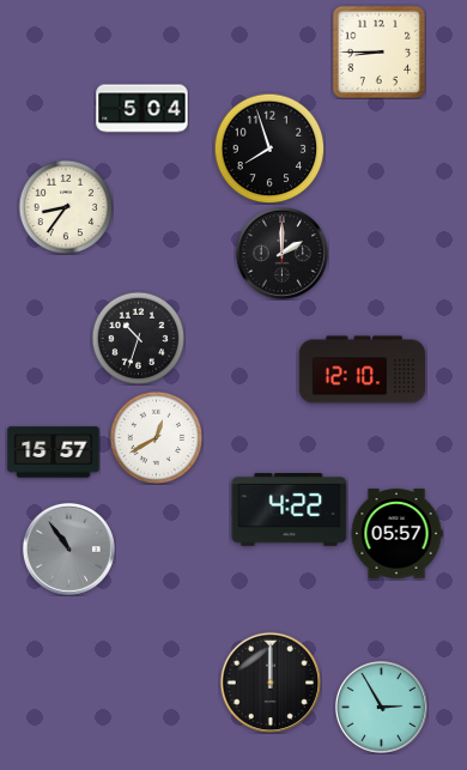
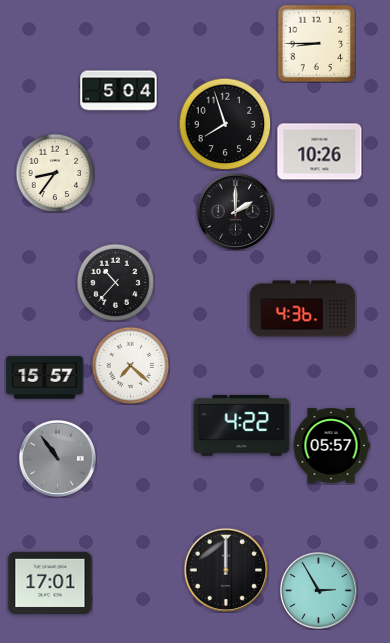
clock at (320, 152): none -> 10:26
clock at (138, 338): 10:33 -> 10:37
clock at (362, 370): 12:10 -> 4:36
clock at (156, 437): 12:40 -> 7:22
clock at (50, 582): none -> 17:01
